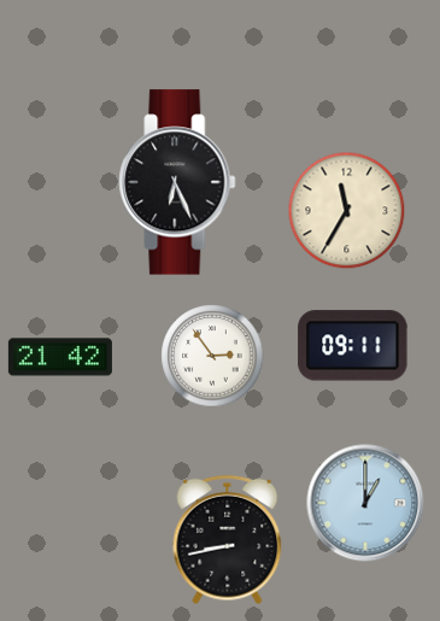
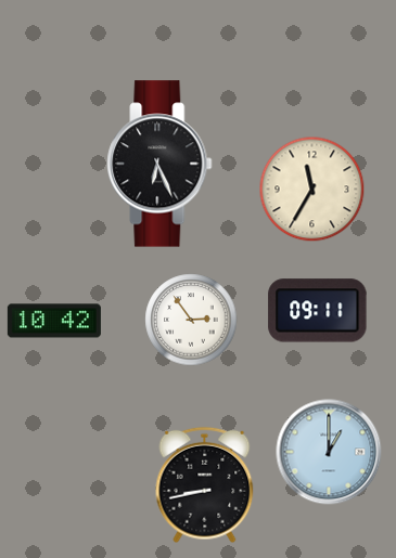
clock at (60, 357): 21:42 -> 10:42
